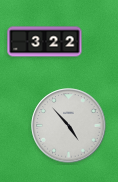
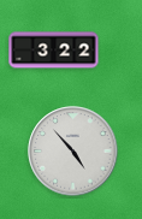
clock at (69, 126) position: (69, 126) -> (73, 152)
